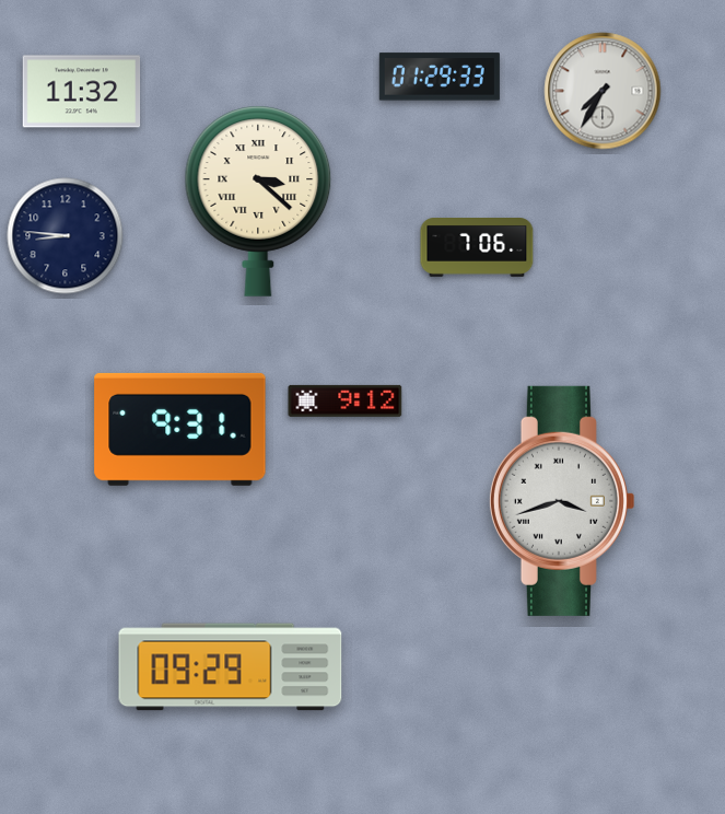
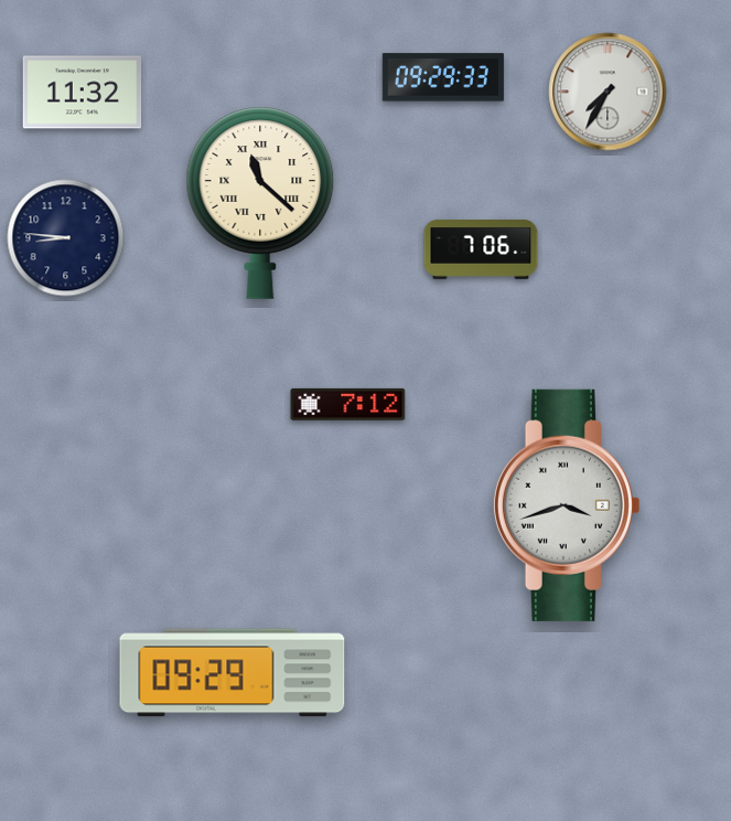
clock at (440, 77): 01:29 -> 09:29
clock at (258, 201): 3:22 -> 11:22
clock at (346, 400): 9:12 -> 7:12
clock at (180, 429): 9:31 -> none
